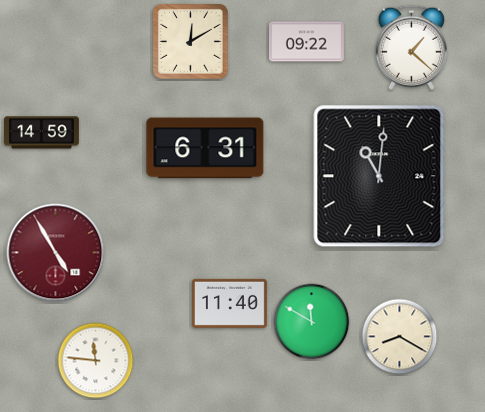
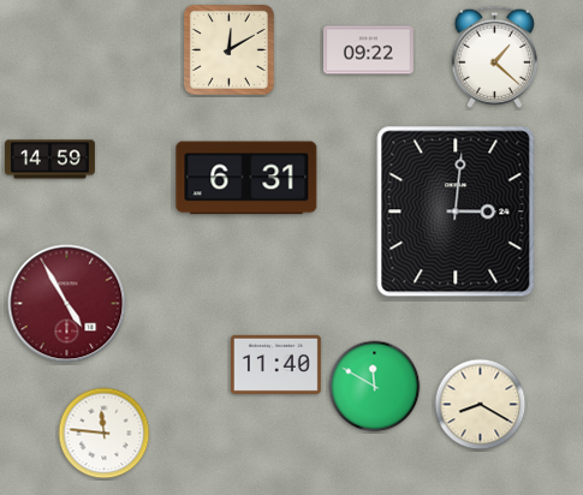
clock at (379, 176): 11:01 -> 3:01
clock at (96, 361) position: (96, 361) -> (105, 434)
